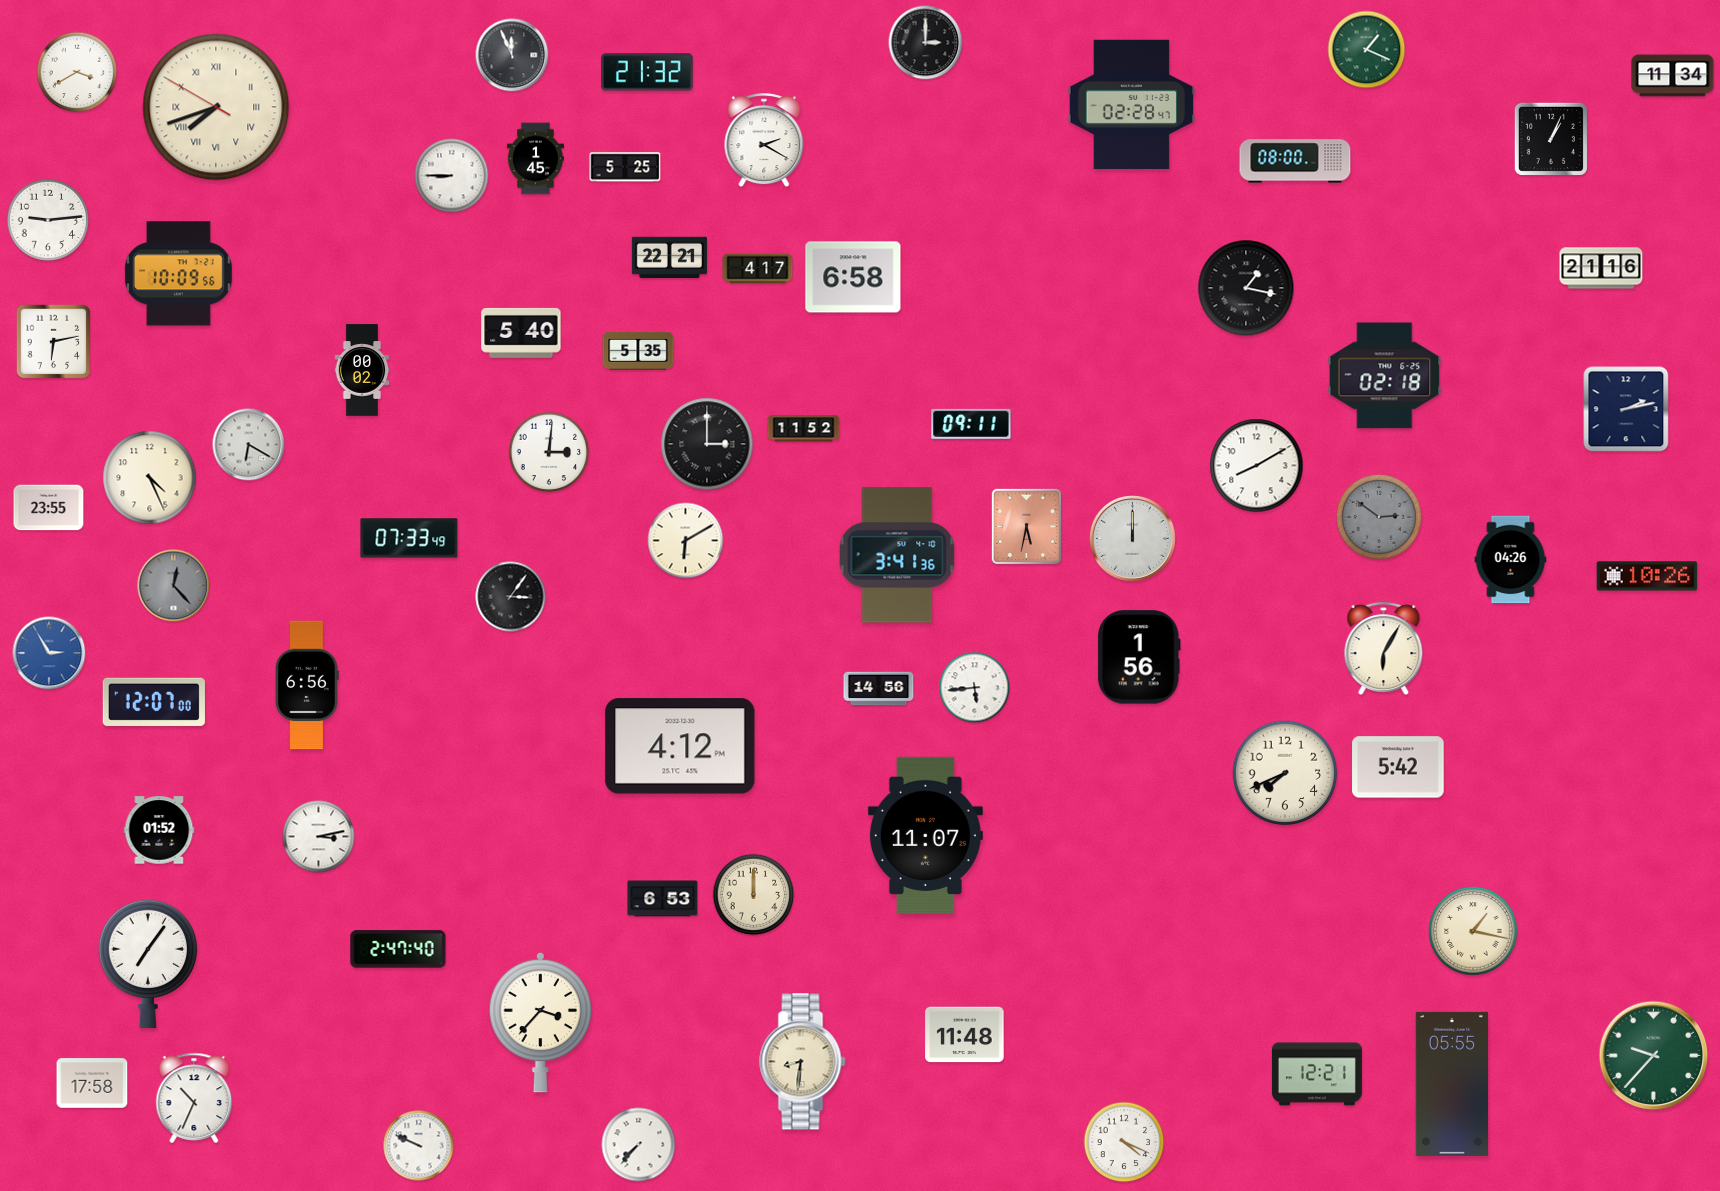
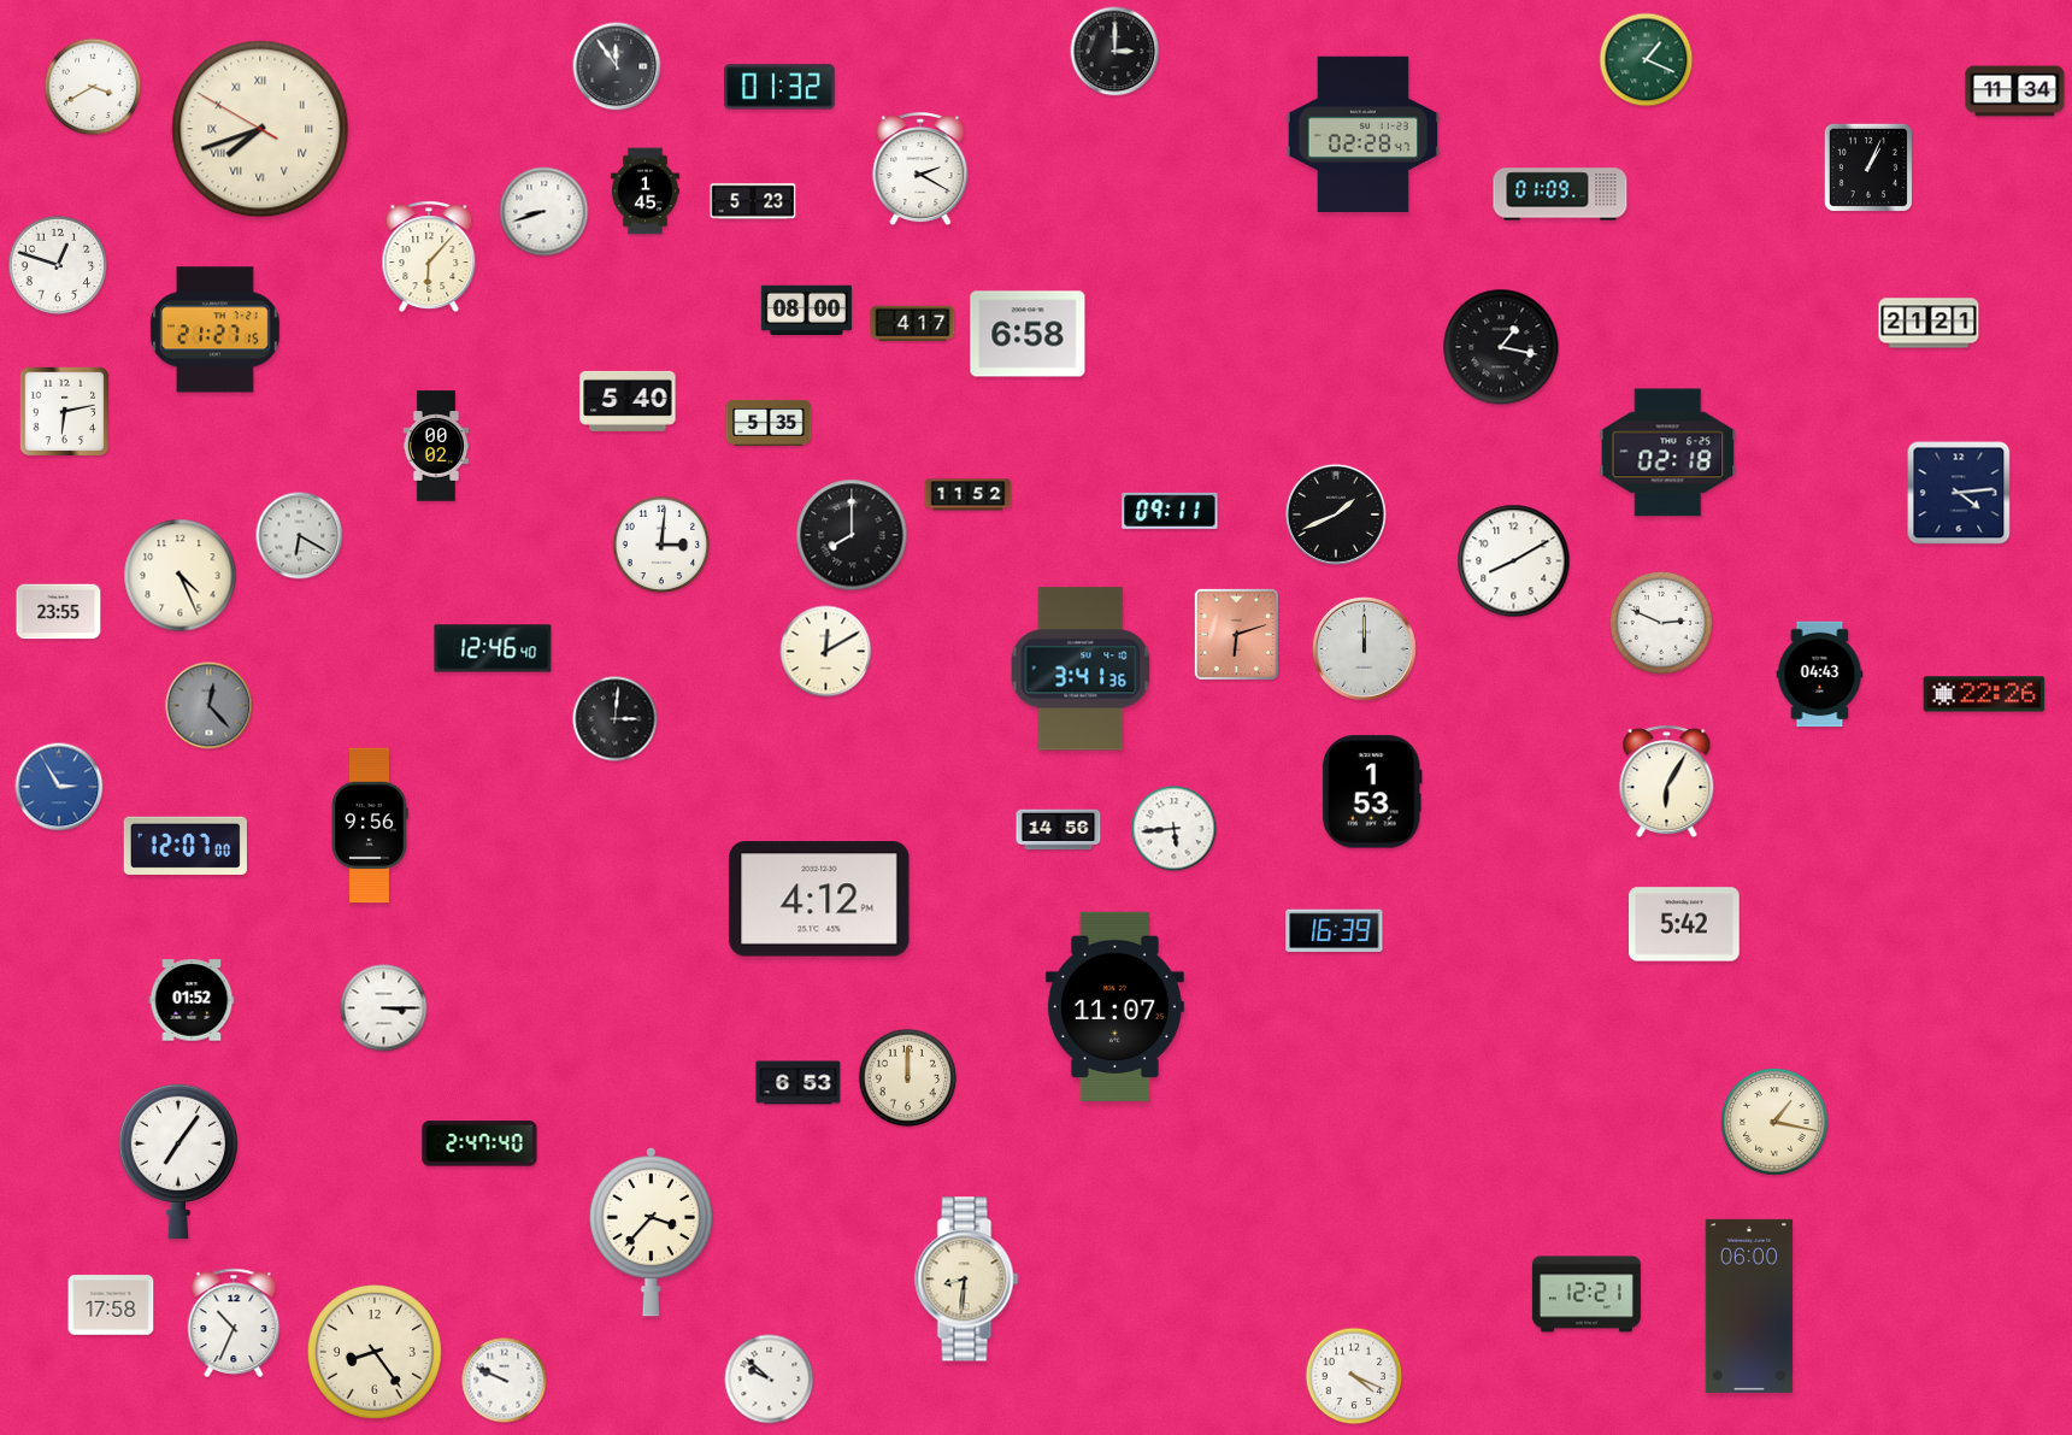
clock at (512, 55): 11:56 -> 11:54
clock at (647, 72): 21:32 -> 01:32
clock at (1131, 104) position: (1131, 104) -> (1362, 134)
clock at (1295, 161): 08:00 -> 01:09
clock at (625, 167): 5:25 -> 5:23
clock at (452, 176): 8:45 -> 8:42
clock at (429, 255): none -> 6:07
clock at (48, 220): 9:14 -> 12:48
clock at (669, 257): 22:21 -> 08:00
clock at (1601, 268): 21:16 -> 21:21
clock at (178, 274): 10:09 -> 21:27
clock at (1626, 409): 2:13 -> 4:14
clock at (1336, 514): none -> 1:41
clock at (804, 429) position: (804, 429) -> (969, 495)
clock at (707, 444): 3:00 -> 8:00
clock at (1379, 517): 2:51 -> 2:49
clock at (1379, 517) dial: grey -> white
clock at (1026, 526): 5:32 -> 6:12
clock at (409, 538): 07:33 -> 12:46
clock at (686, 541): 6:10 -> 12:10
clock at (1511, 560): 04:26 -> 04:43
clock at (1647, 576): 10:26 -> 22:26
clock at (511, 597): 3:06 -> 3:01
clock at (1139, 657): 1:56 -> 1:53
clock at (307, 685): 6:56 -> 9:56
clock at (1335, 931): none -> 16:39
clock at (1285, 773): 7:41 -> none
clock at (319, 837): 3:13 -> 3:15
clock at (965, 1035): 11:48 -> none
clock at (1654, 1056): 9:37 -> none
clock at (1452, 1084): 05:55 -> 06:00
clock at (375, 1352): none -> 8:24
clock at (639, 1145): 7:37 -> 9:52
